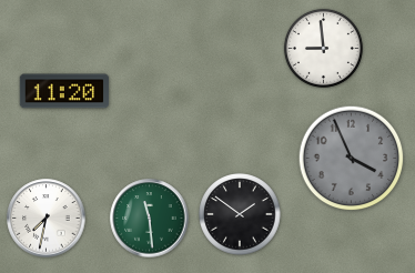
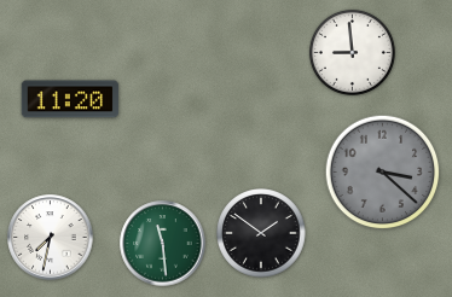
clock at (352, 159): 3:56 -> 3:22
clock at (150, 219) position: (150, 219) -> (163, 244)
